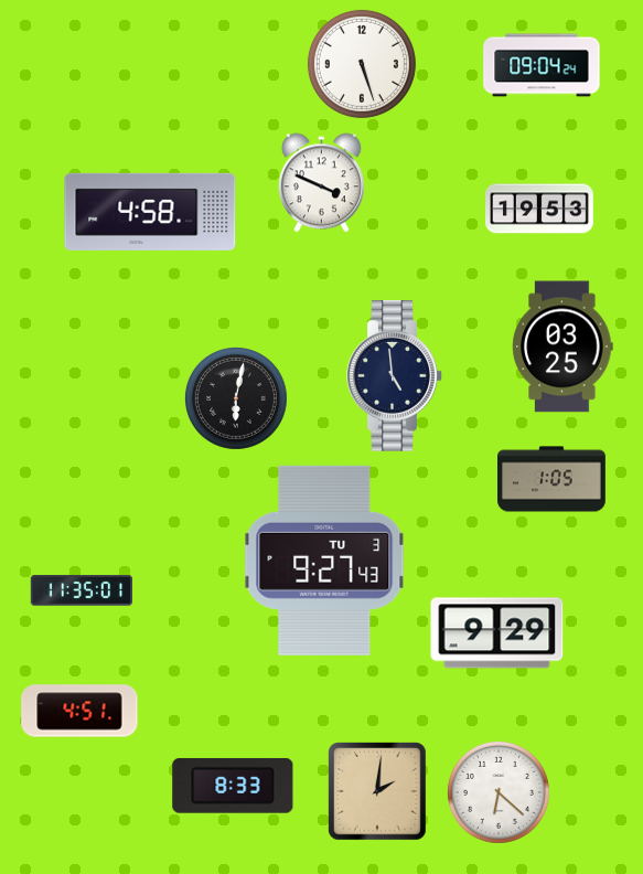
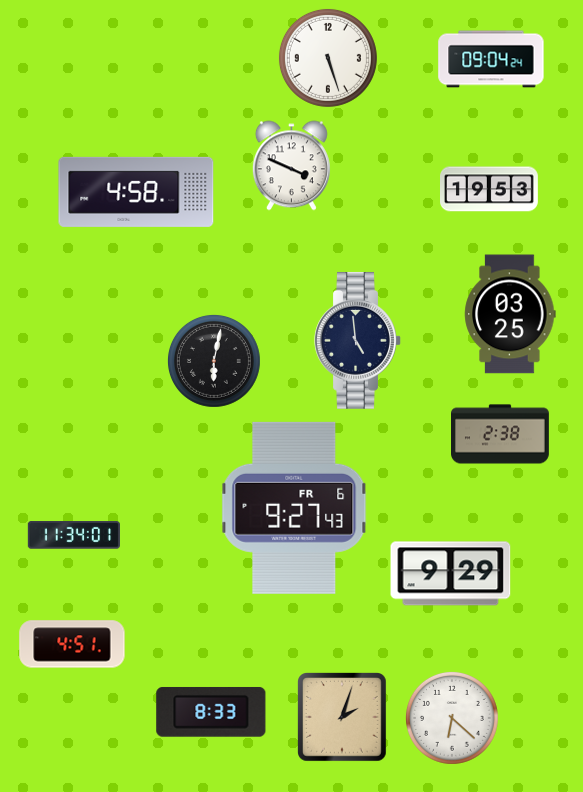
clock at (553, 479): 1:05 -> 2:38
clock at (324, 561) date: TU 3 -> FR 6
clock at (82, 590): 11:35 -> 11:34
clock at (378, 792): 2:01 -> 2:03
